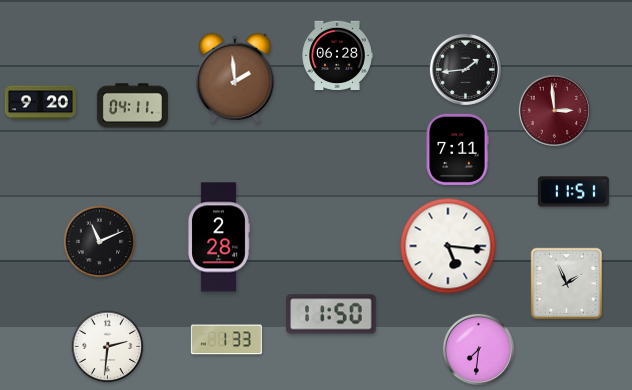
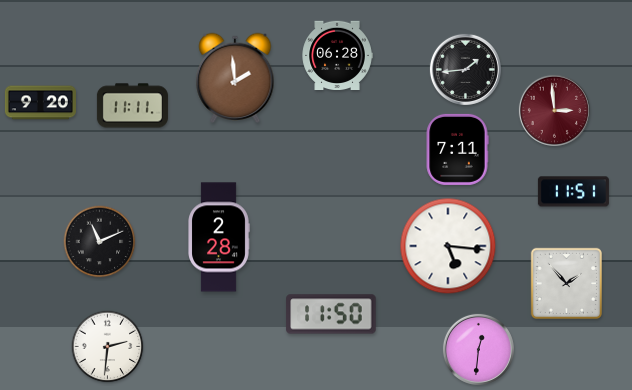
clock at (132, 106): 04:11 -> 11:11
clock at (566, 283): 1:56 -> 1:53
clock at (226, 340): 1:33 -> none
clock at (478, 349): 7:31 -> 12:31
